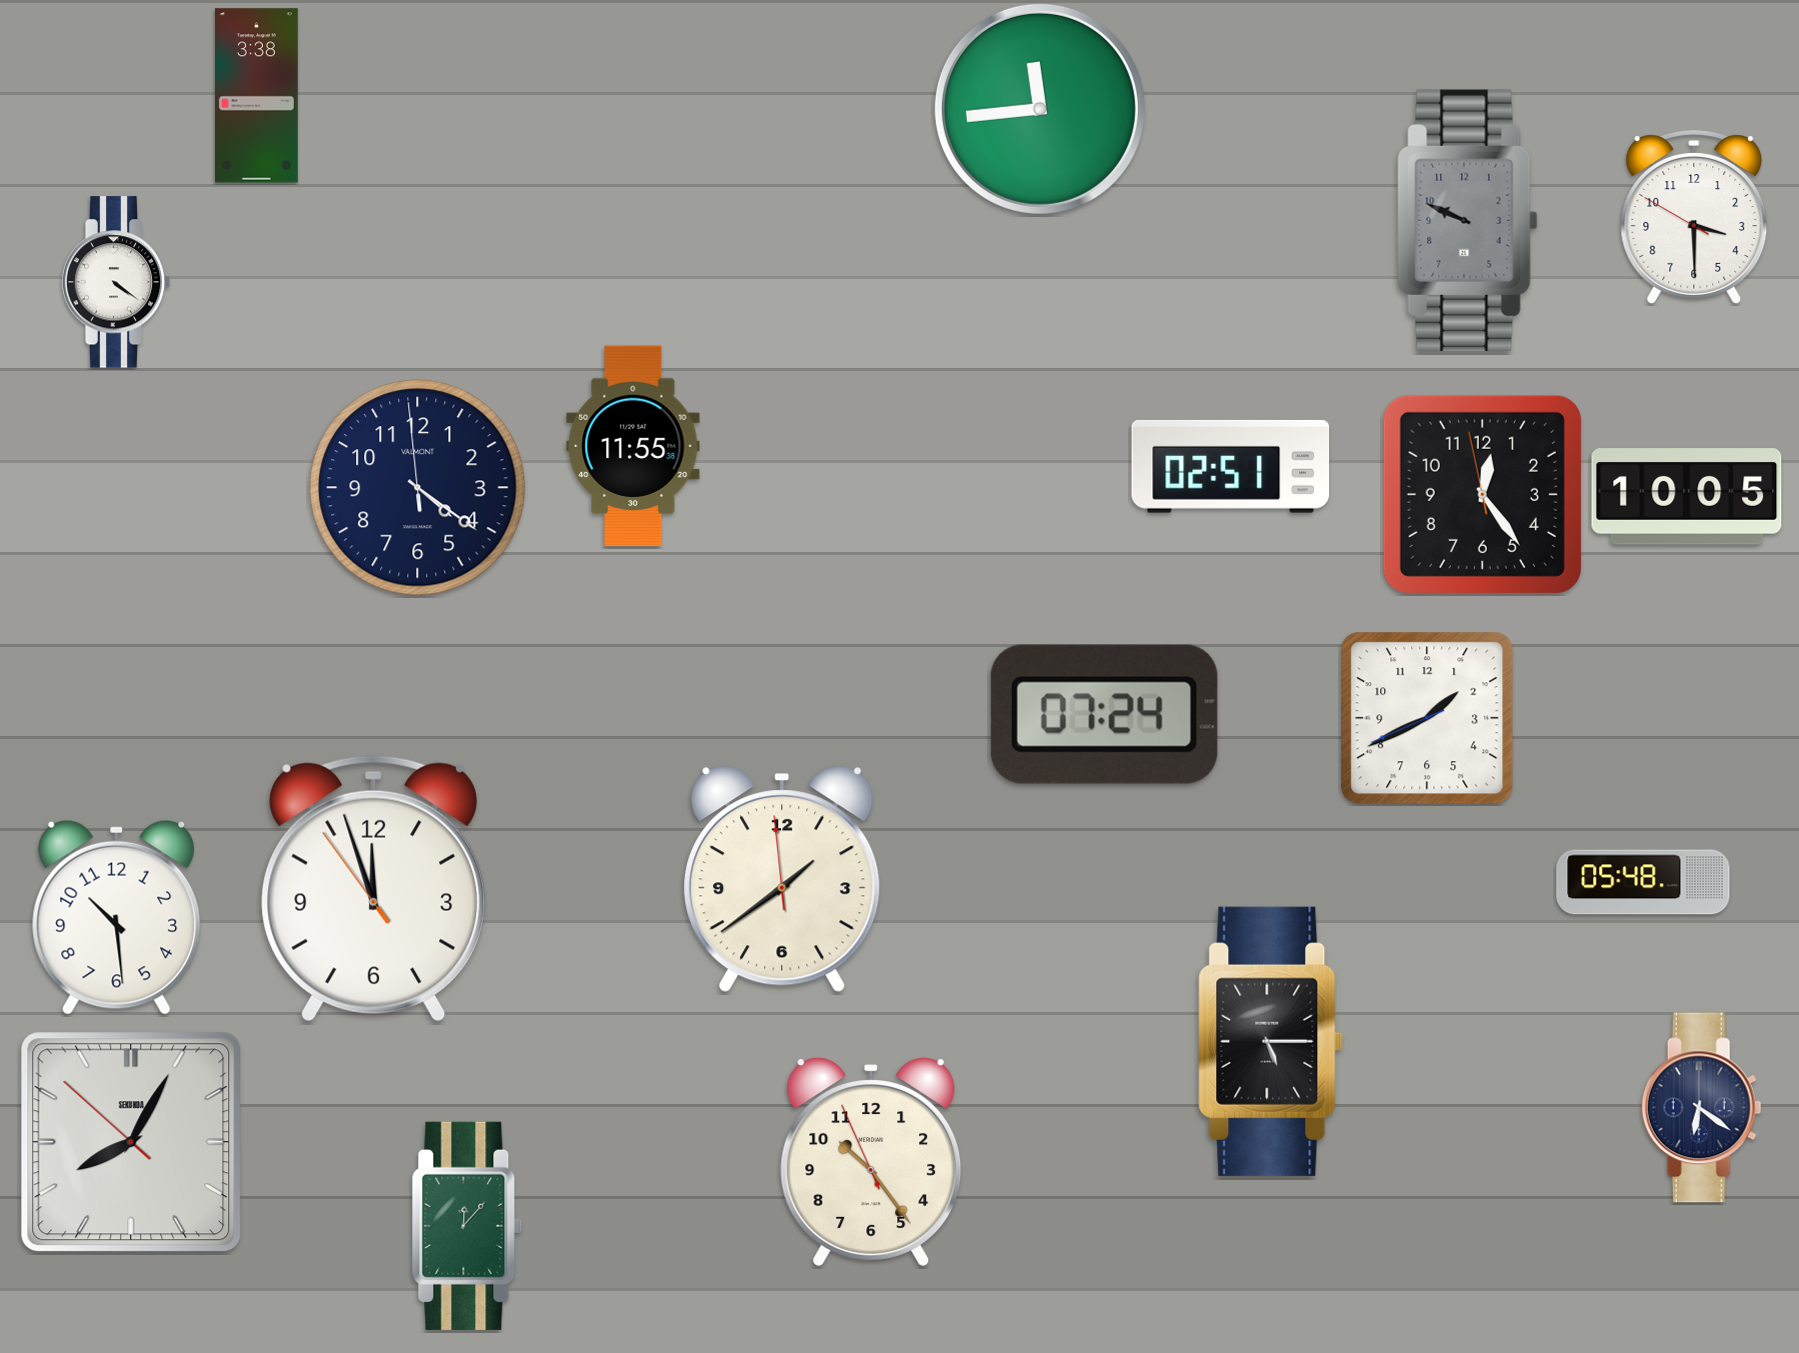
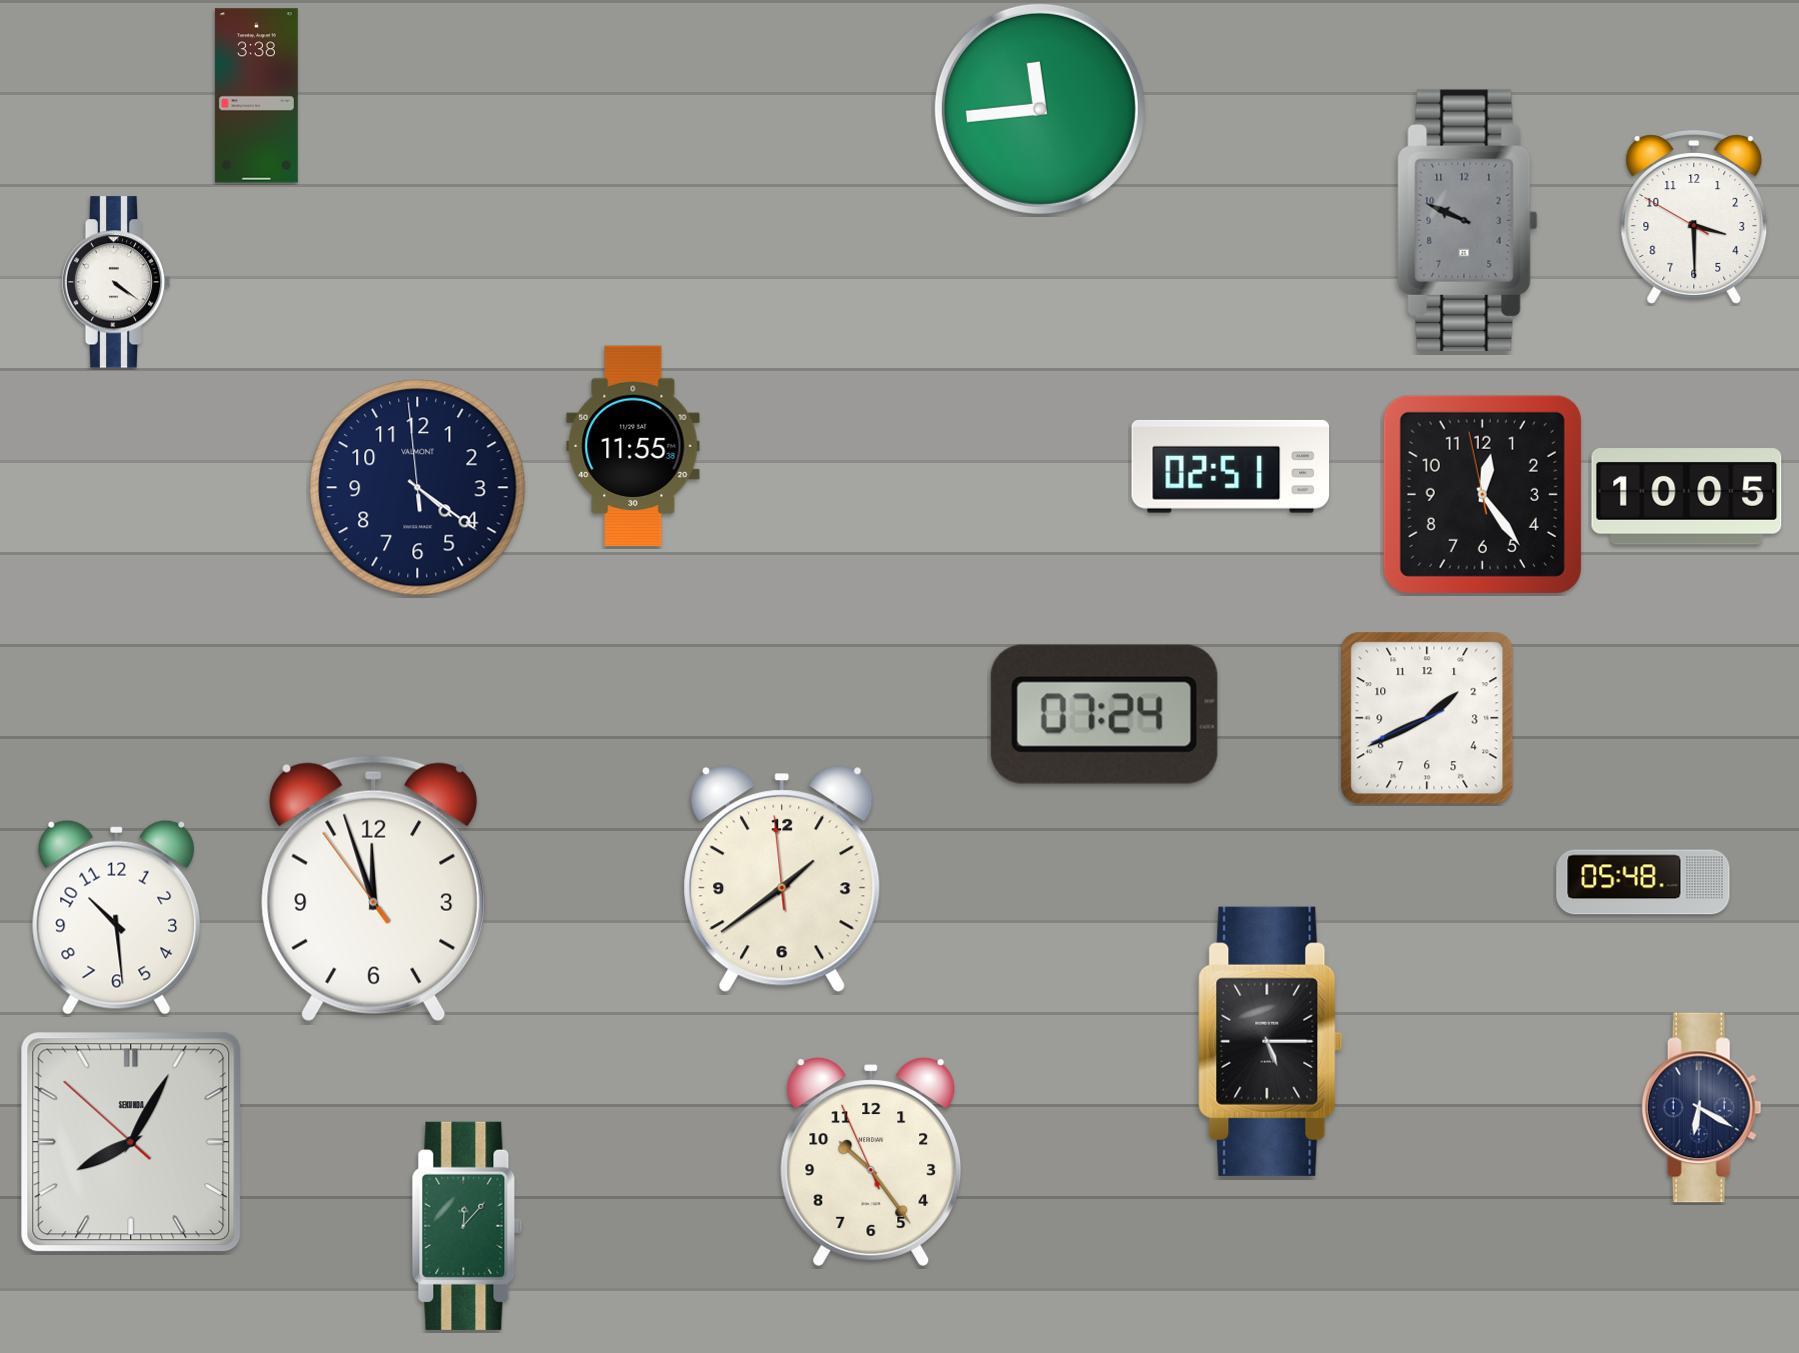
clock at (1701, 1108): 6:21 -> 6:20
